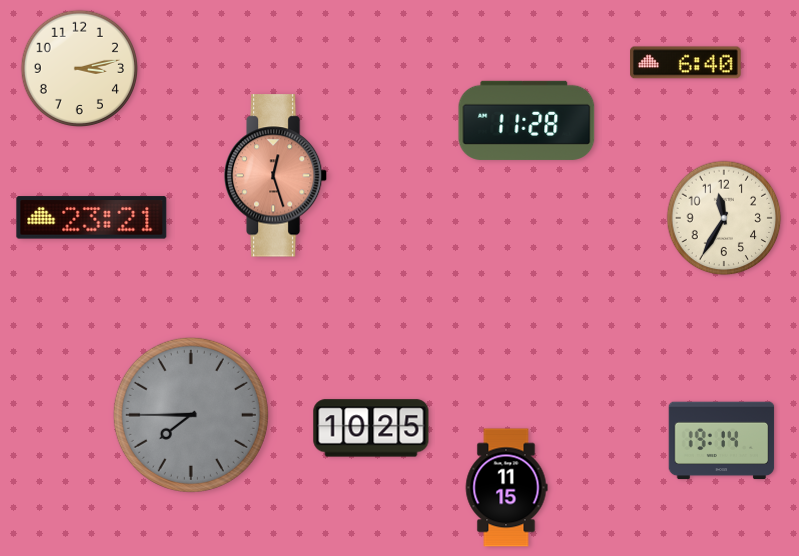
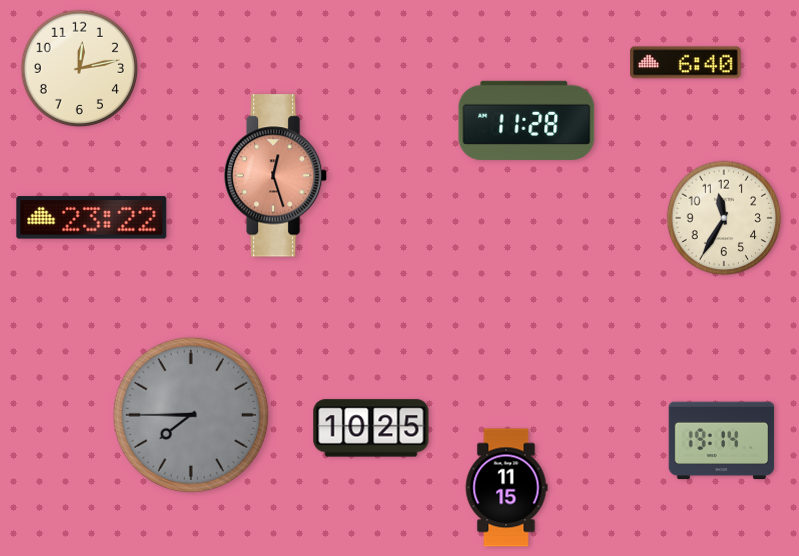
clock at (79, 68): 3:13 -> 12:13
clock at (92, 218): 23:21 -> 23:22
